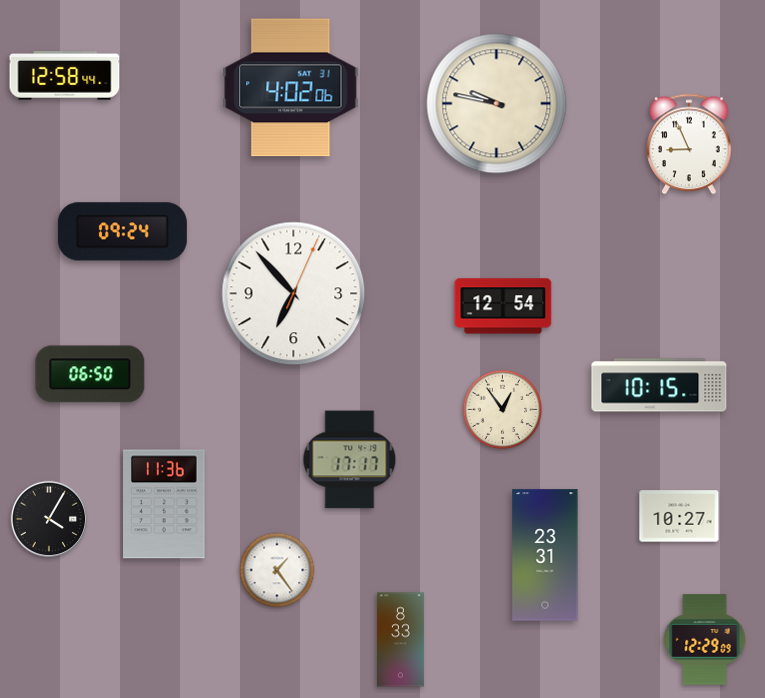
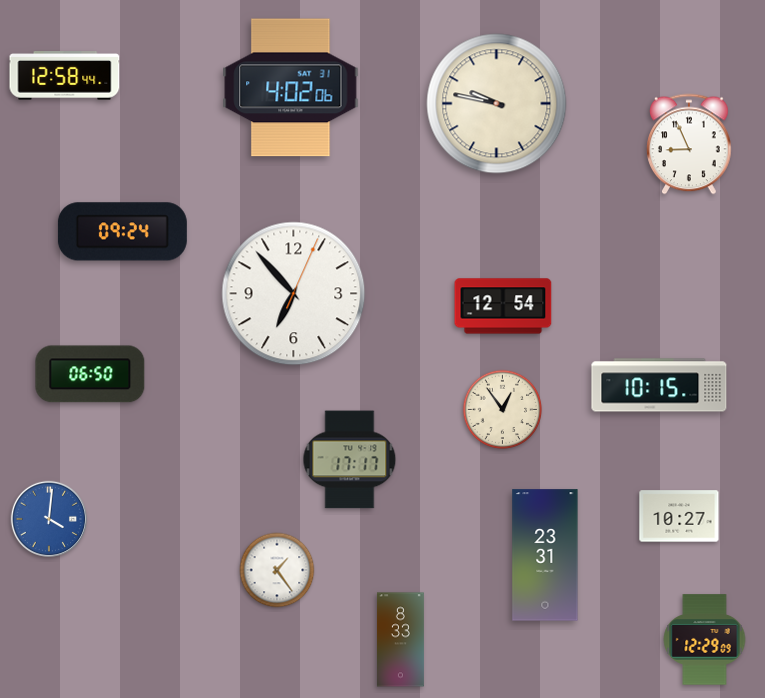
clock at (164, 504): 11:36 -> none
clock at (48, 518): 4:05 -> 4:01
clock at (48, 518) dial: black -> blue
